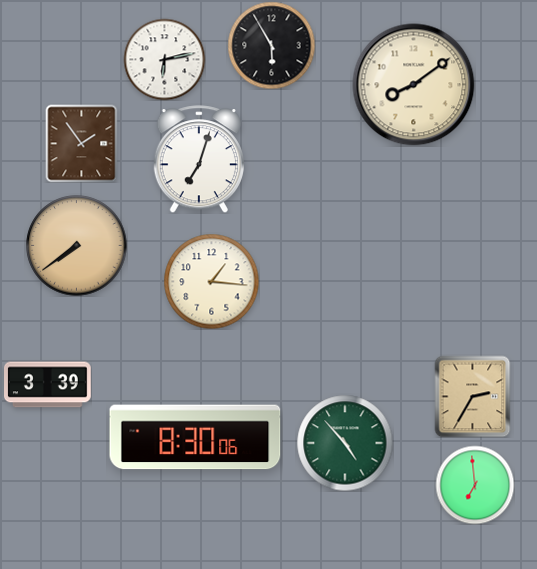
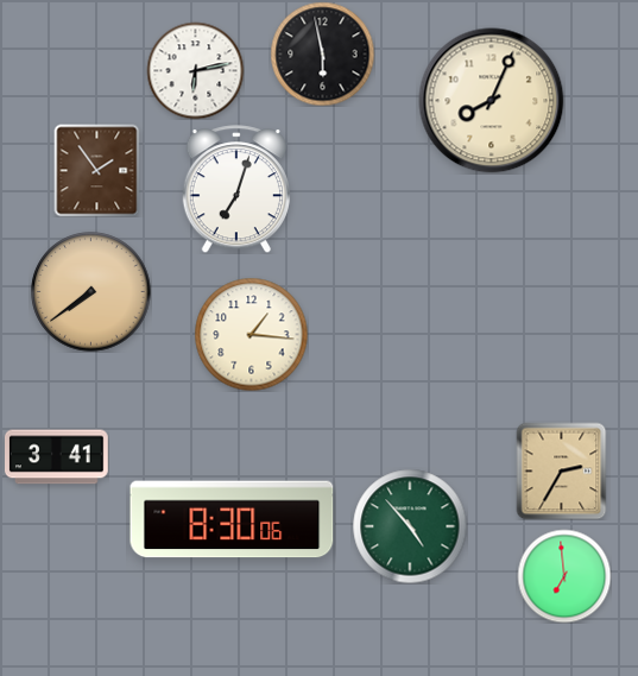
clock at (271, 45): 5:55 -> 5:58
clock at (414, 85): 8:09 -> 8:04
clock at (48, 385): 3:39 -> 3:41
